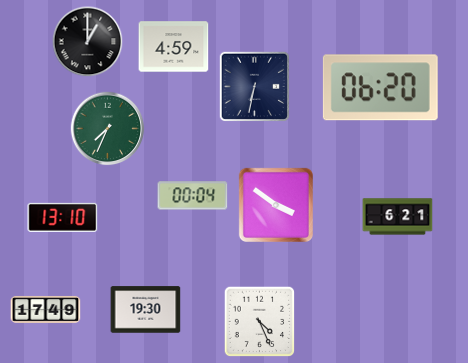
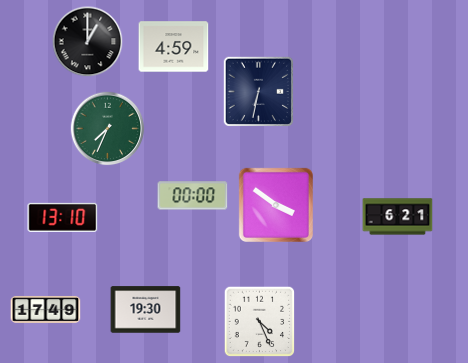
clock at (255, 87) position: (255, 87) -> (259, 92)
clock at (380, 88): 06:20 -> none
clock at (193, 196): 00:04 -> 00:00
